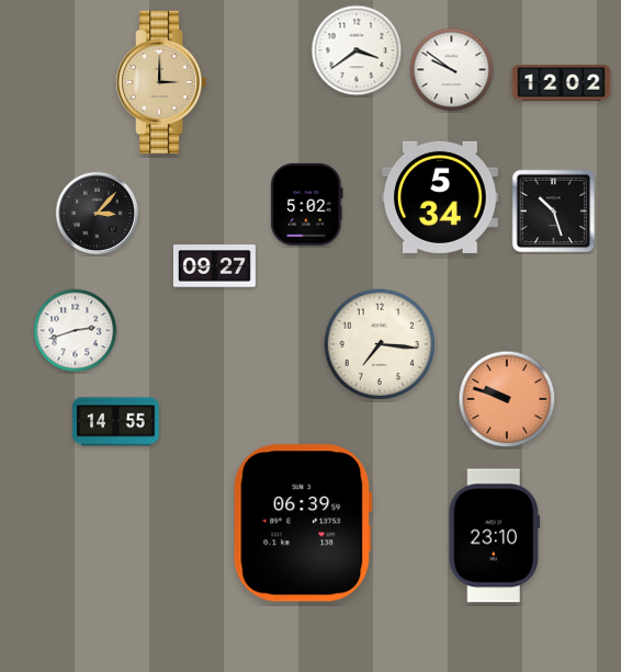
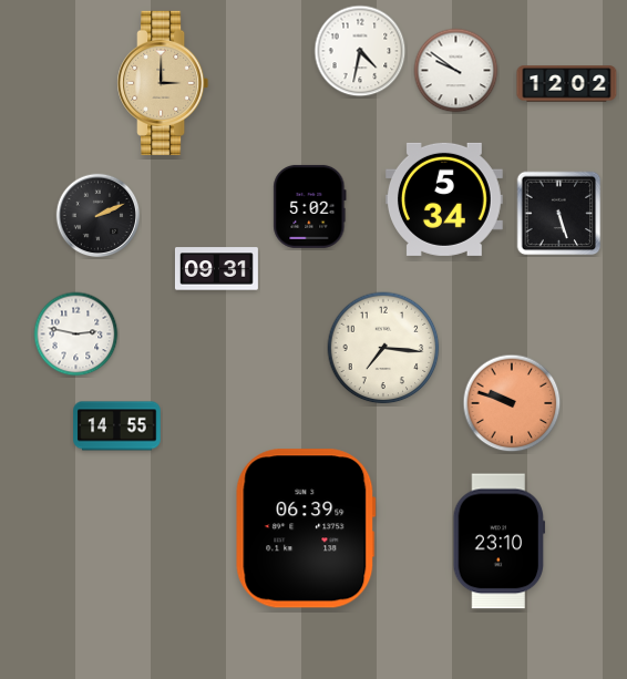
clock at (357, 50): 3:39 -> 4:32
clock at (554, 212): 10:27 -> 5:27
clock at (98, 214): 3:07 -> 2:11
clock at (214, 266): 09:27 -> 09:31
clock at (76, 331): 2:42 -> 2:47
